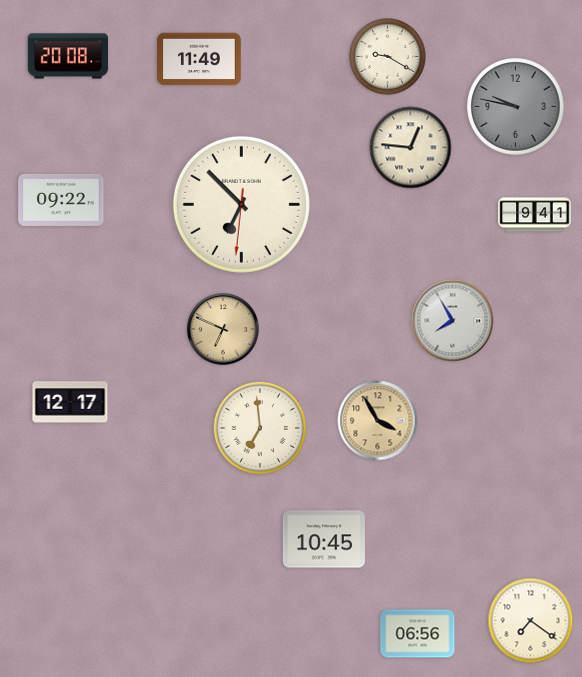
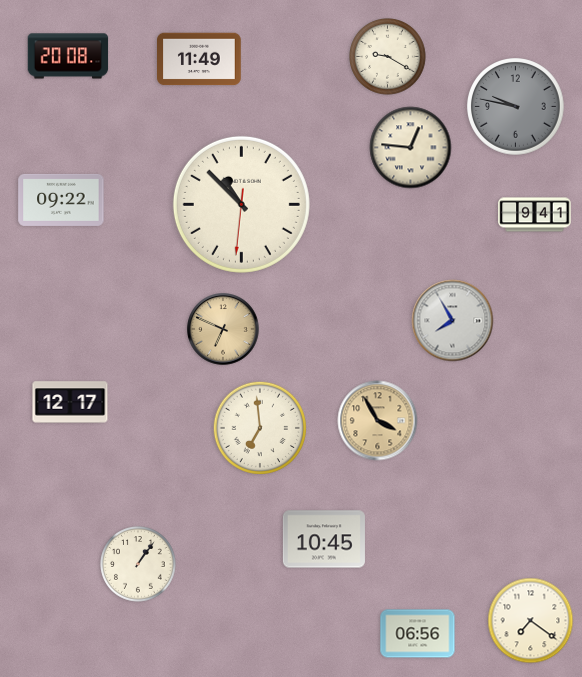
clock at (241, 204): 6:52 -> 10:52
clock at (139, 565): none -> 1:06
